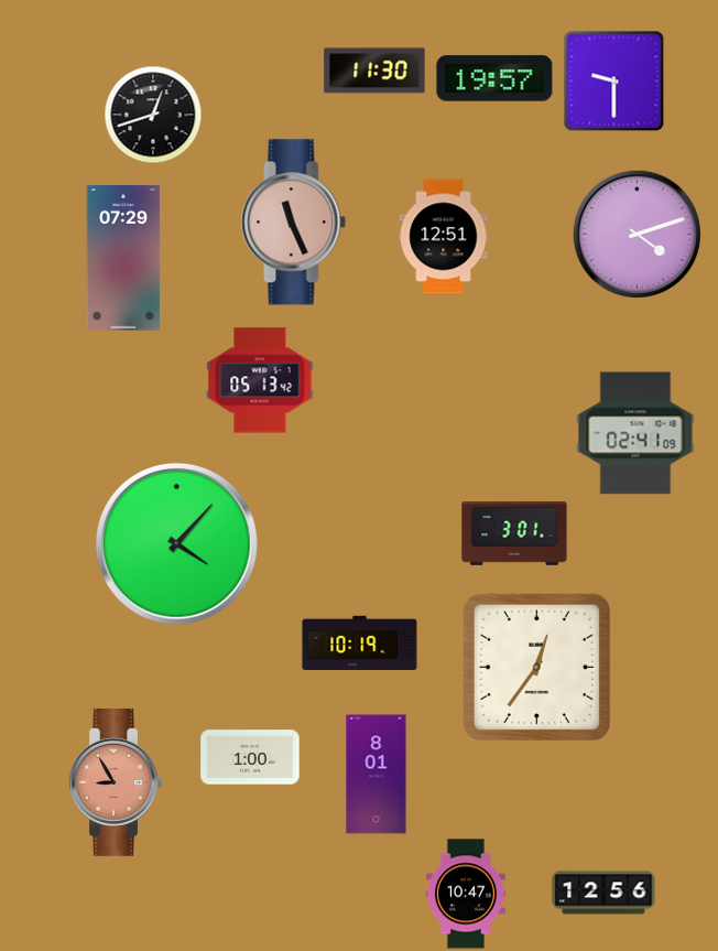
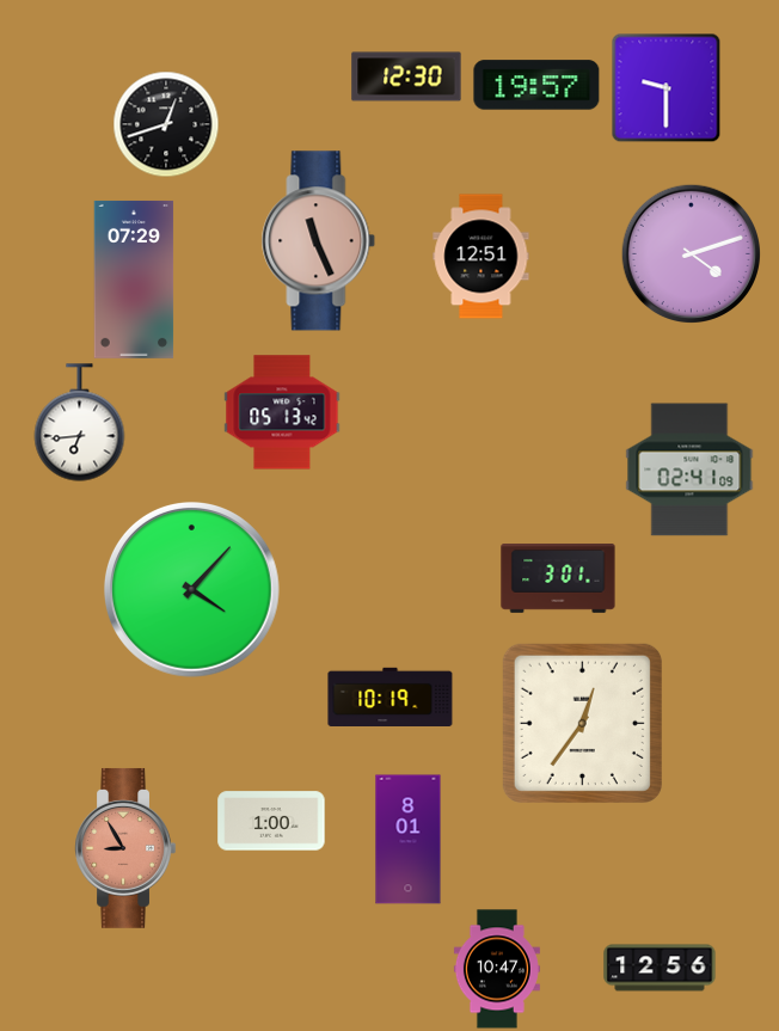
clock at (374, 71): 11:30 -> 12:30
clock at (80, 423): none -> 6:44
clock at (603, 893) position: (603, 893) -> (660, 968)
clock at (466, 894) position: (466, 894) -> (497, 969)
